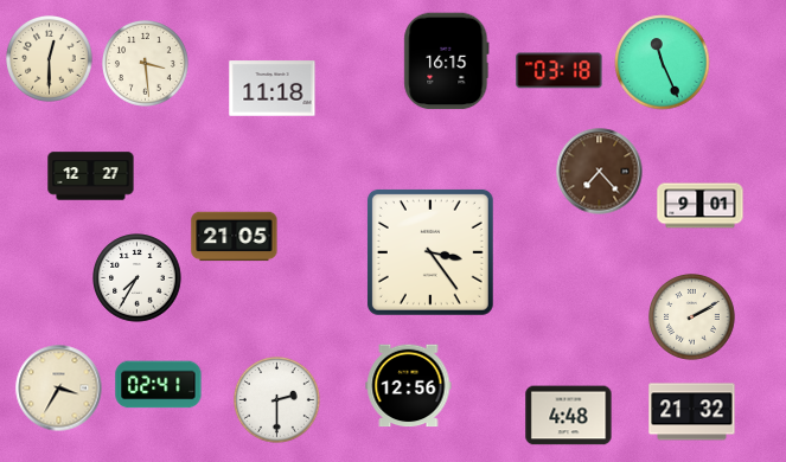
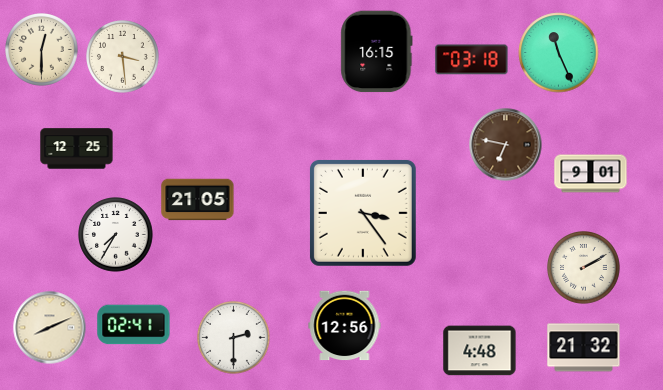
clock at (146, 64) position: (146, 64) -> (123, 57)
clock at (273, 89): 11:18 -> none
clock at (600, 172): 7:23 -> 6:47
clock at (91, 177): 12:27 -> 12:25
clock at (59, 389): 3:35 -> 8:11
